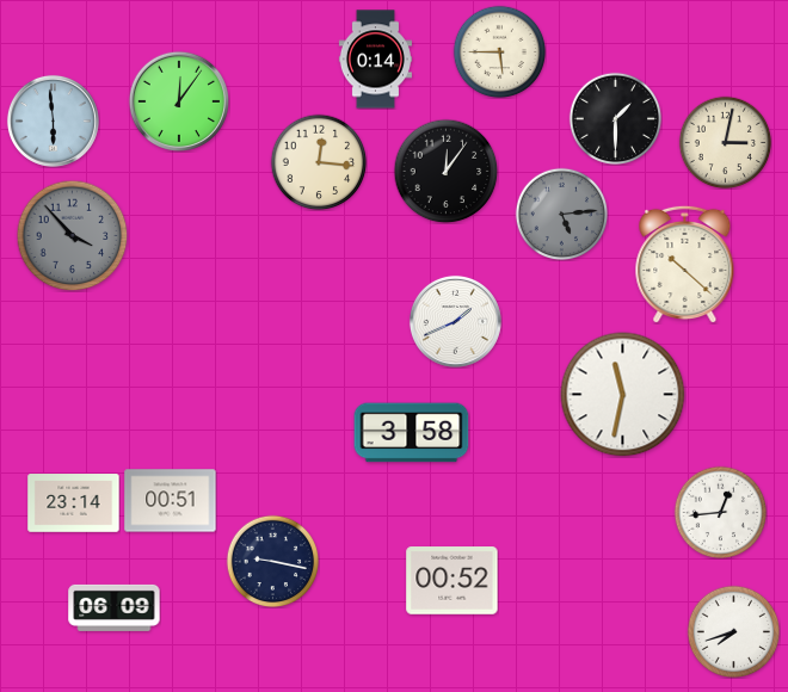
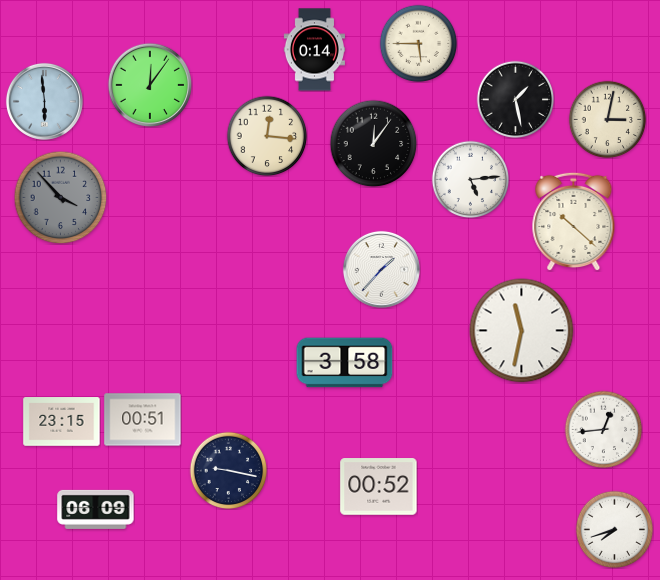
clock at (615, 118): 1:30 -> 1:28
clock at (561, 214) dial: grey -> white
clock at (455, 321): 1:41 -> 1:37
clock at (74, 503): 23:14 -> 23:15
